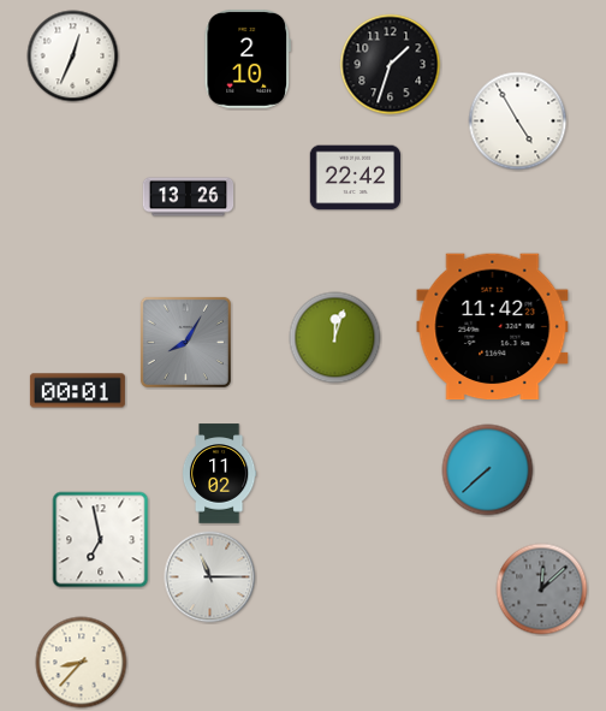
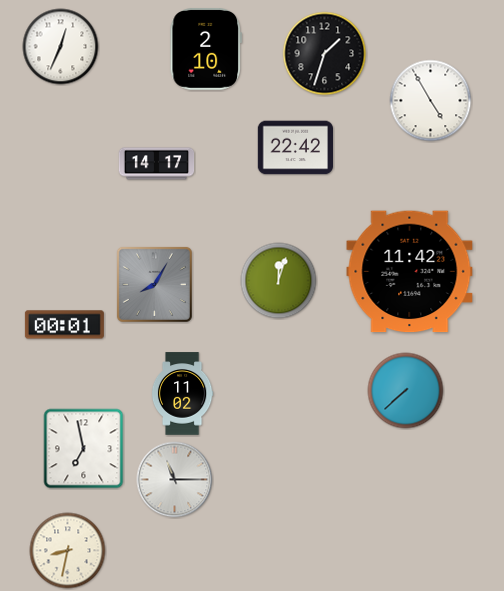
clock at (189, 197): 13:26 -> 14:17
clock at (542, 589): 12:08 -> none
clock at (82, 663): 8:37 -> 8:32
